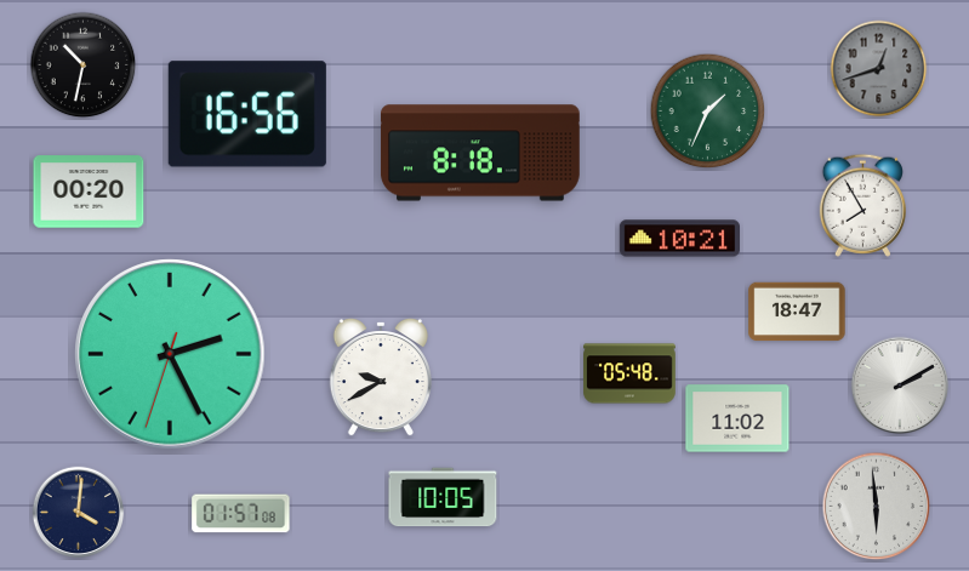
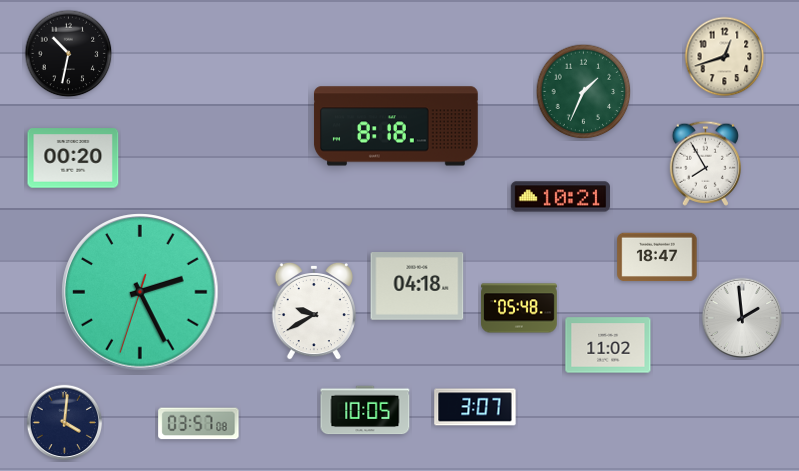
clock at (879, 69) dial: grey -> cream
clock at (247, 114): 16:56 -> none
clock at (862, 205) position: (862, 205) -> (705, 163)
clock at (417, 287): none -> 04:18
clock at (900, 386): 2:10 -> 1:59
clock at (475, 407): none -> 3:07
clock at (877, 507): 5:59 -> none
clock at (241, 514): 01:57 -> 03:57
